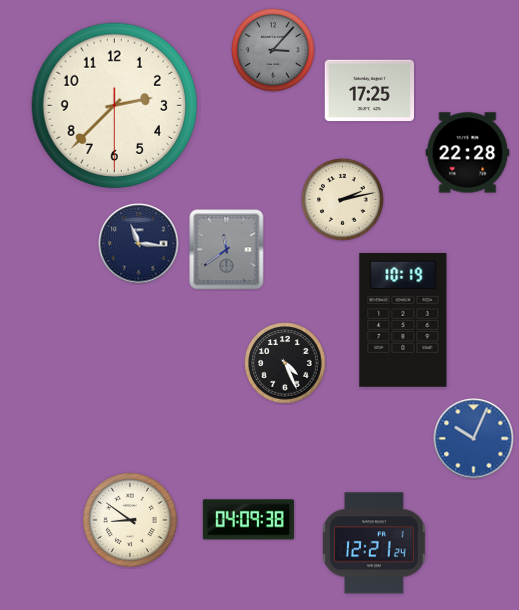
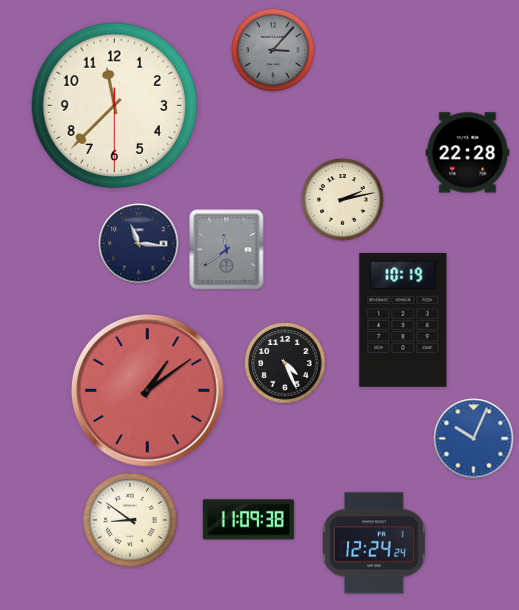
clock at (369, 91): 17:25 -> none
clock at (115, 106): 2:37 -> 11:37
clock at (147, 390): none -> 1:09
clock at (248, 520): 04:09 -> 11:09
clock at (375, 543): 12:21 -> 12:24
